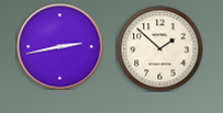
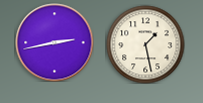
clock at (159, 48): 1:52 -> 1:28
